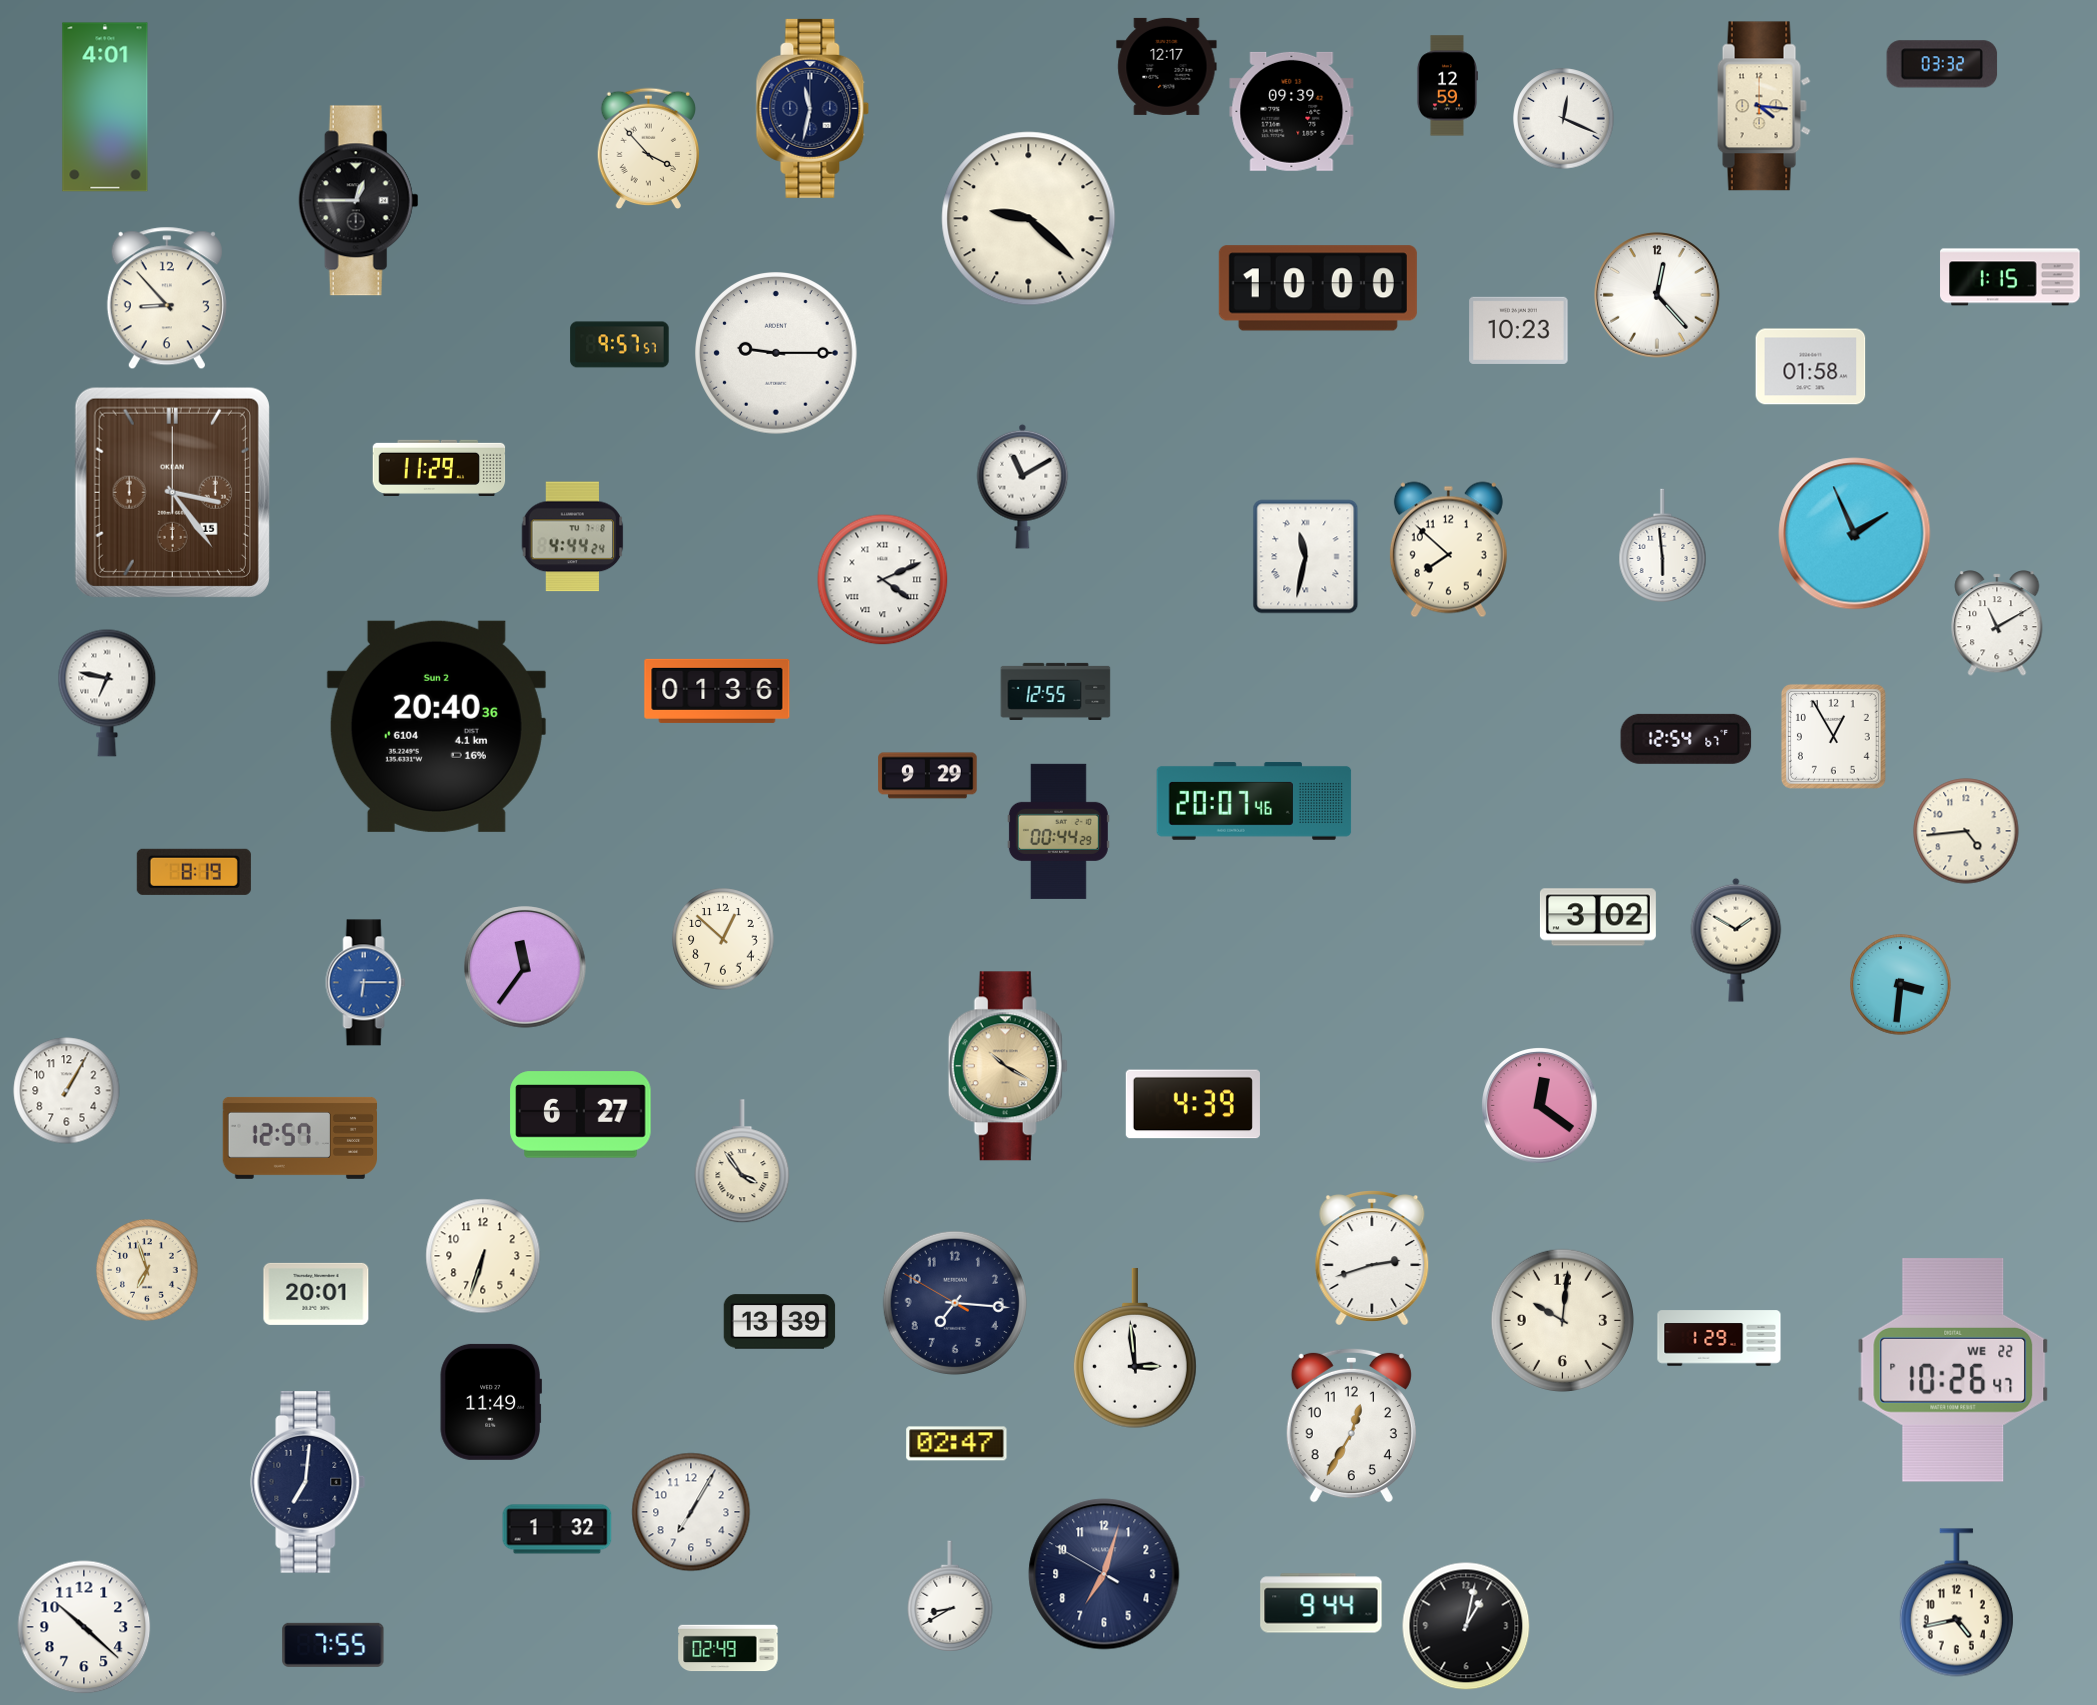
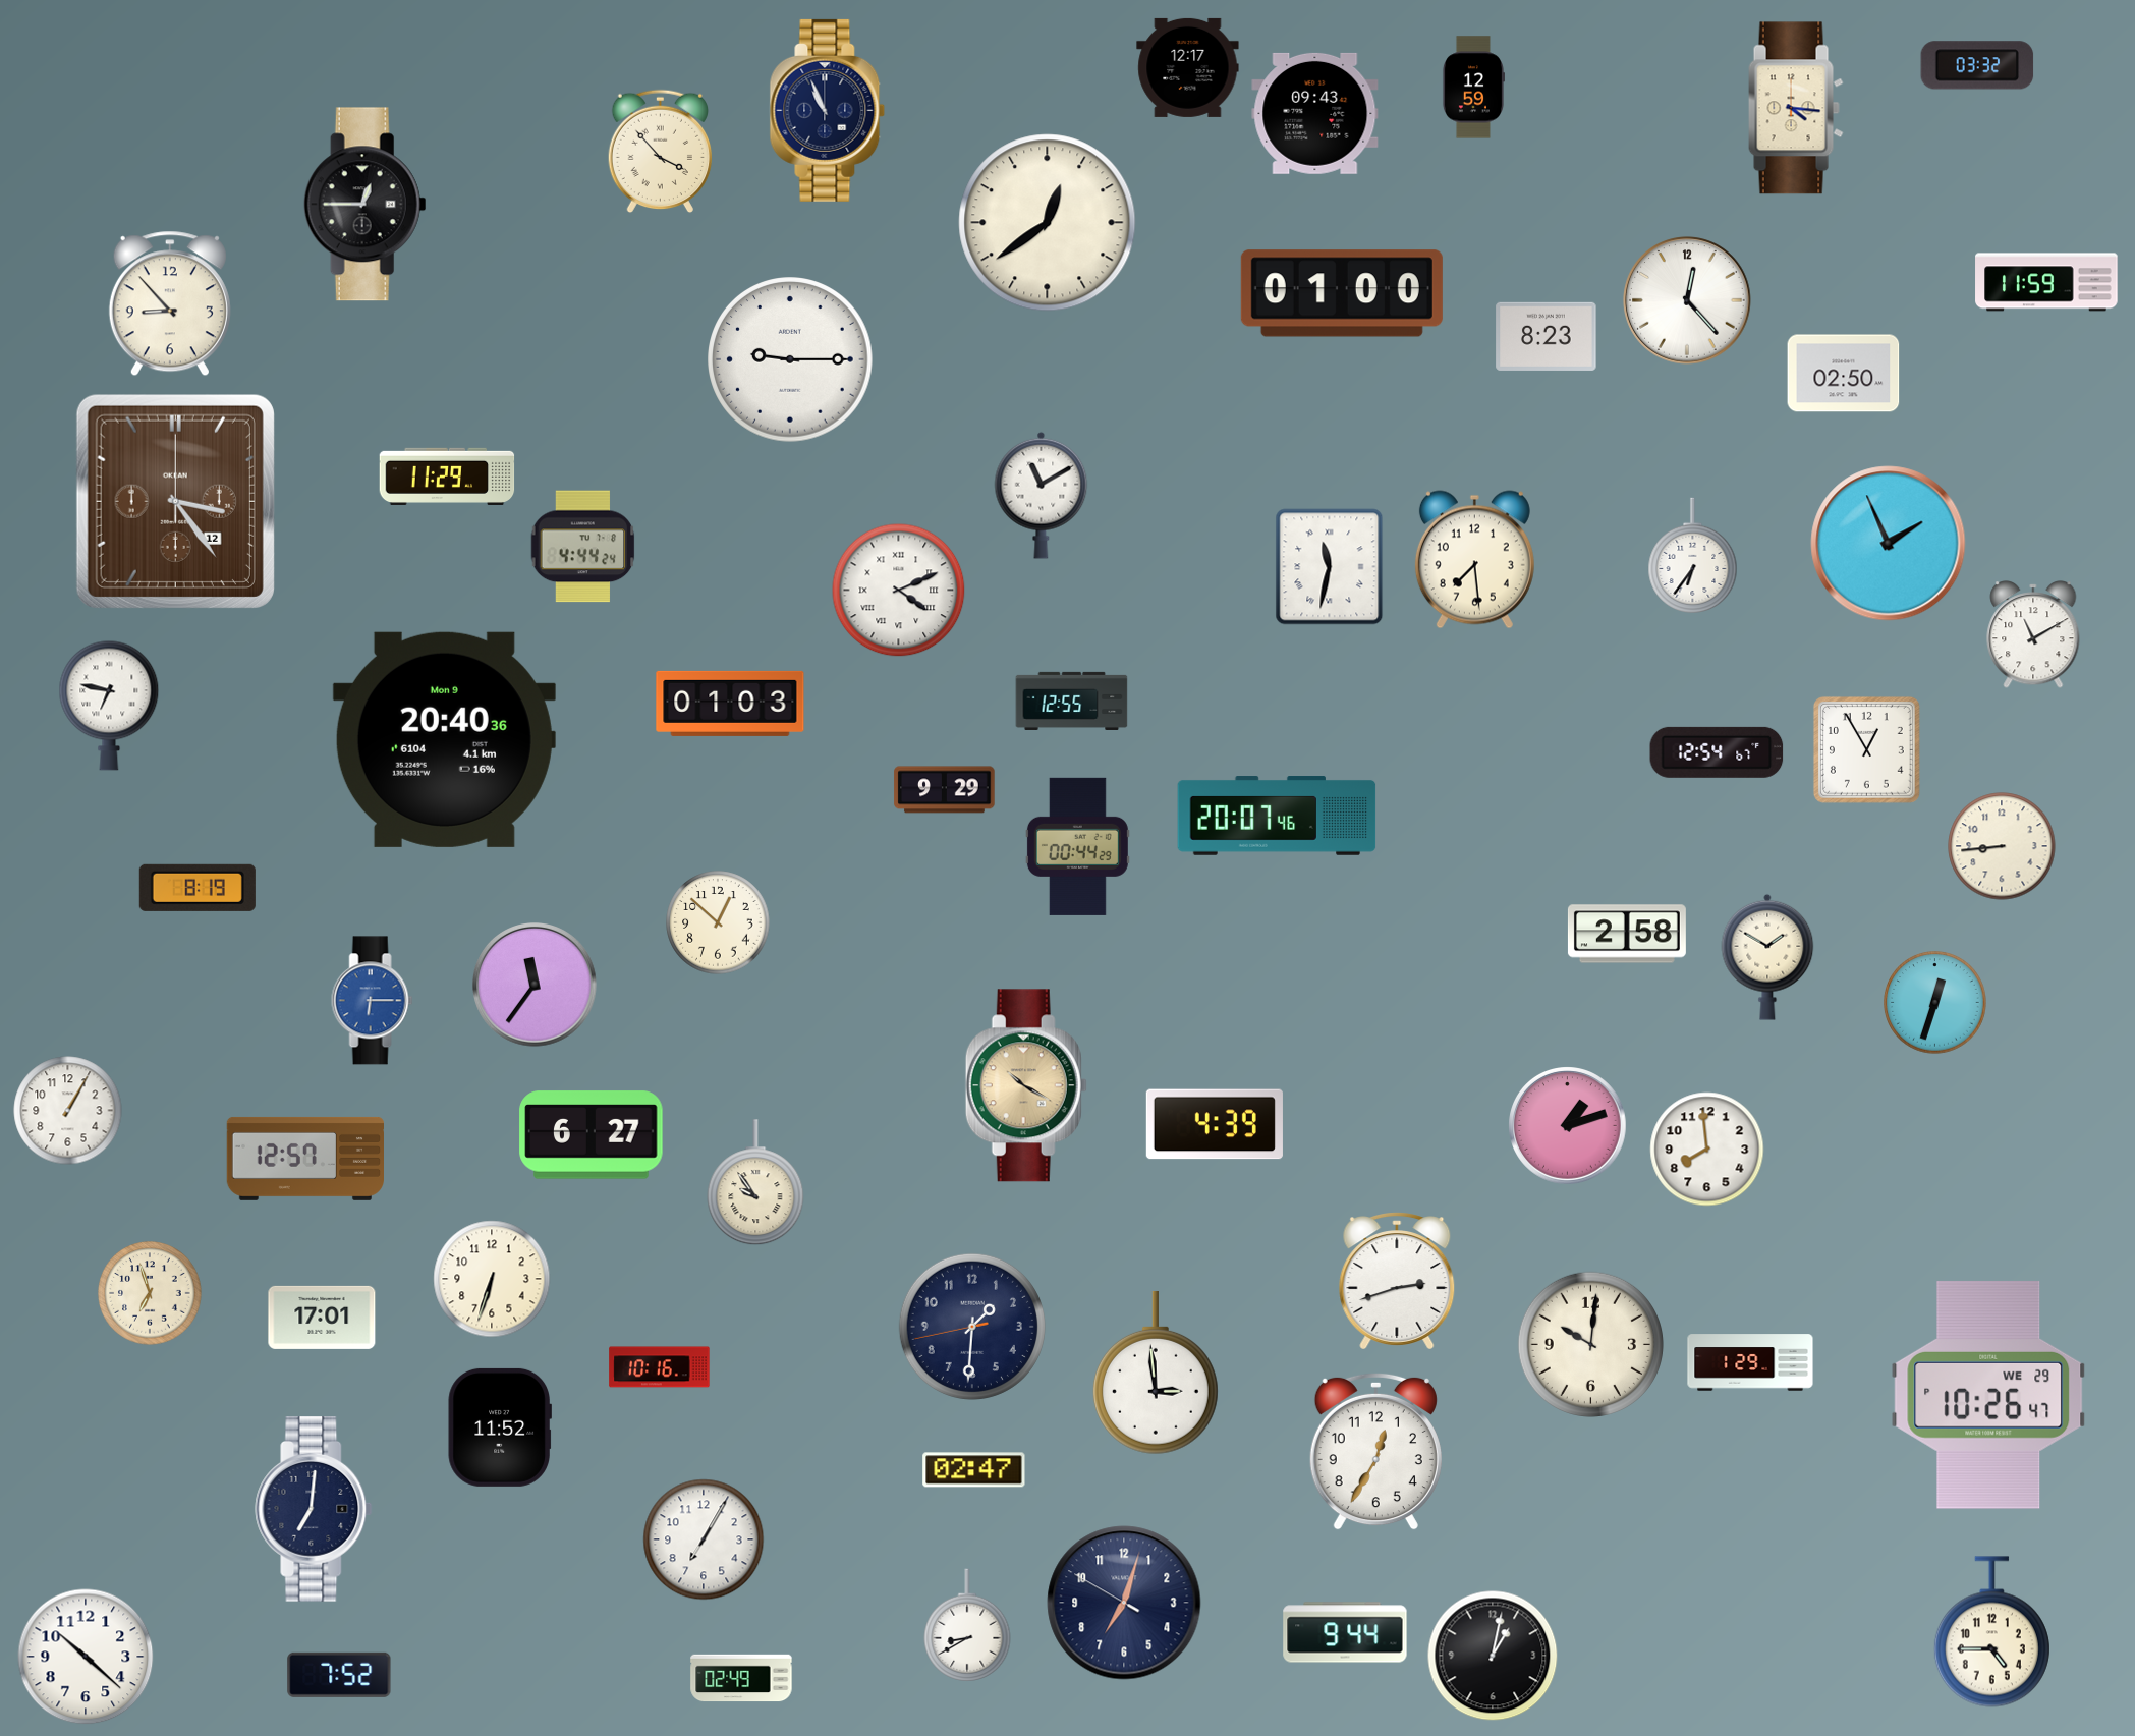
clock at (105, 107): 4:01 -> none
clock at (813, 108): 11:32 -> 10:56
clock at (1292, 111): 09:39 -> 09:43
clock at (1564, 119): 12:19 -> none
clock at (1029, 219): 9:22 -> 12:39
clock at (2010, 277): 1:15 -> 11:59
clock at (1318, 288): 10:00 -> 01:00
clock at (1519, 330): 10:23 -> 8:23
clock at (620, 345): 9:57 -> none
clock at (1811, 367): 01:58 -> 02:50
clock at (172, 492) date: 15 -> 12
clock at (1663, 545): 5:59 -> 6:36
clock at (1448, 550): 7:52 -> 7:29
clock at (717, 691): 01:36 -> 01:03
clock at (1056, 691) position: (1056, 691) -> (1072, 701)
clock at (436, 726) date: Sun 2 -> Mon 9
clock at (1966, 831): 4:44 -> 8:44
clock at (1598, 917): 3:02 -> 2:58
clock at (723, 939) position: (723, 939) -> (718, 922)
clock at (1901, 985): 3:31 -> 12:33
clock at (1540, 1106): 12:21 -> 1:12
clock at (1707, 1150): none -> 7:59
clock at (742, 1162): 3:54 -> 9:54
clock at (316, 1294): 20:01 -> 17:01
clock at (955, 1303): 7:15 -> 1:30
clock at (780, 1322): 13:39 -> none
clock at (660, 1367): none -> 10:16
clock at (1953, 1370) date: WE 22 -> WE 29
clock at (491, 1402): 11:49 -> 11:52
clock at (557, 1529): 1:32 -> none
clock at (1956, 1603): 4:43 -> 4:45
clock at (333, 1645): 7:55 -> 7:52
